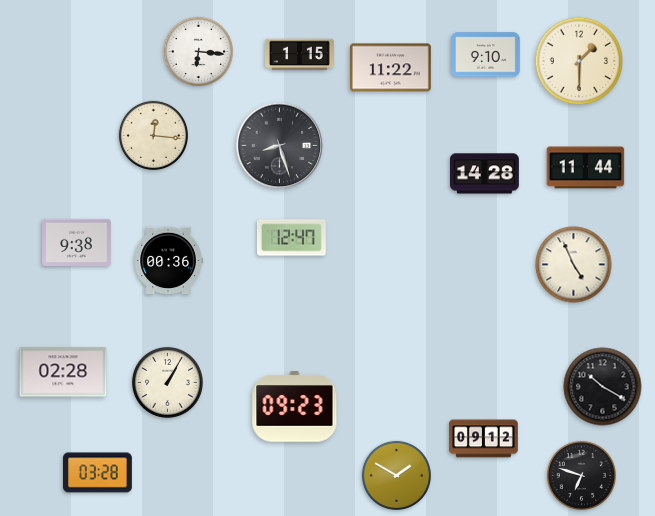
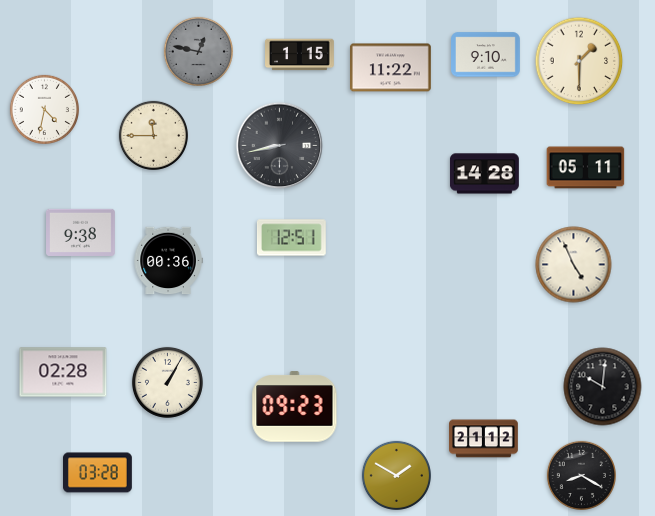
clock at (198, 51): 6:16 -> 12:47
clock at (198, 51) dial: white -> grey
clock at (44, 109): none -> 4:32
clock at (153, 135): 12:16 -> 11:45
clock at (280, 146): 8:27 -> 8:43
clock at (586, 168): 11:44 -> 05:11
clock at (291, 238): 12:47 -> 12:51
clock at (77, 242) position: (77, 242) -> (81, 232)
clock at (603, 387): 10:20 -> 10:01
clock at (484, 439): 09:12 -> 21:12
clock at (581, 475): 6:48 -> 8:20
